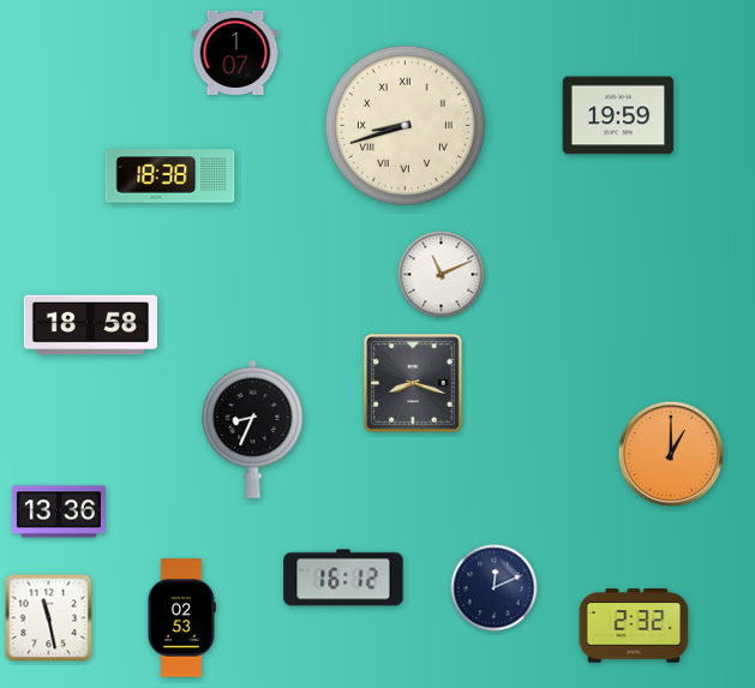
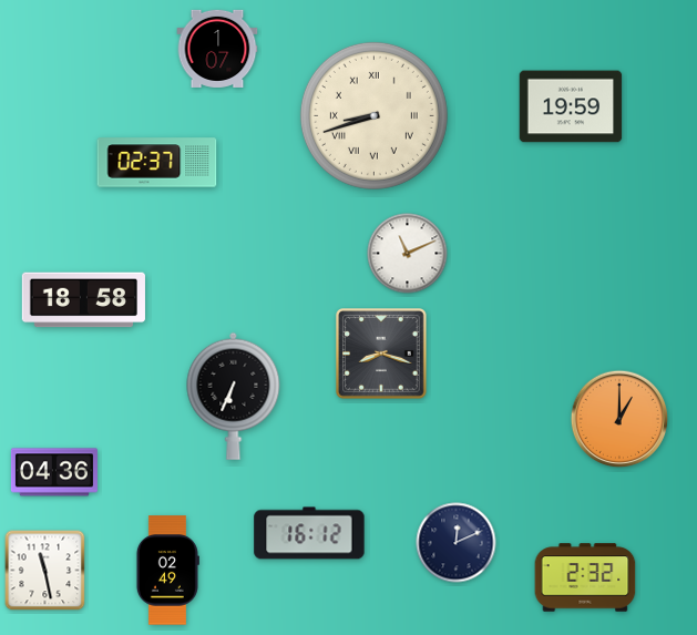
clock at (170, 177): 18:38 -> 02:37
clock at (253, 429): 8:34 -> 6:34
clock at (59, 511): 13:36 -> 04:36
clock at (343, 578) position: (343, 578) -> (309, 533)
clock at (181, 618): 02:53 -> 02:49
